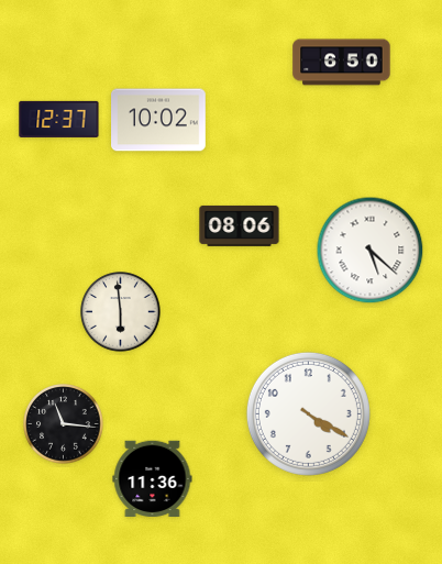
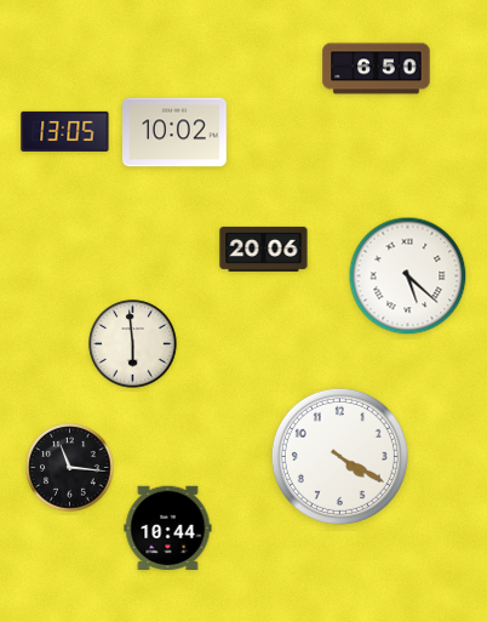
clock at (59, 119): 12:37 -> 13:05
clock at (240, 225): 08:06 -> 20:06
clock at (153, 479): 11:36 -> 10:44
